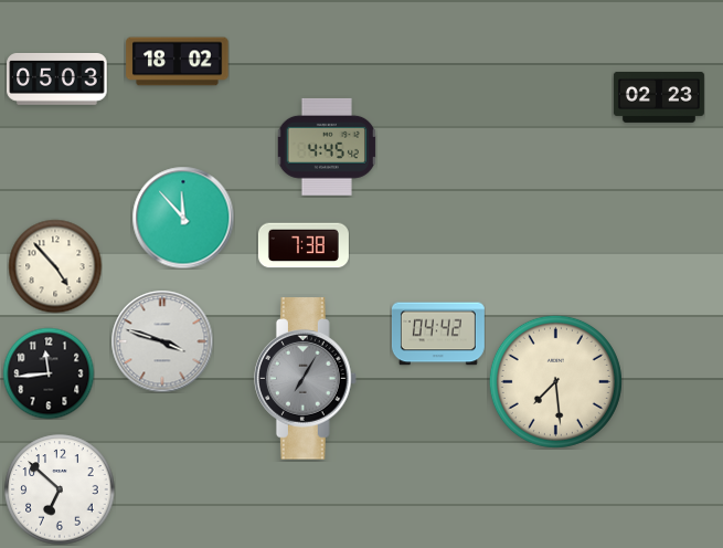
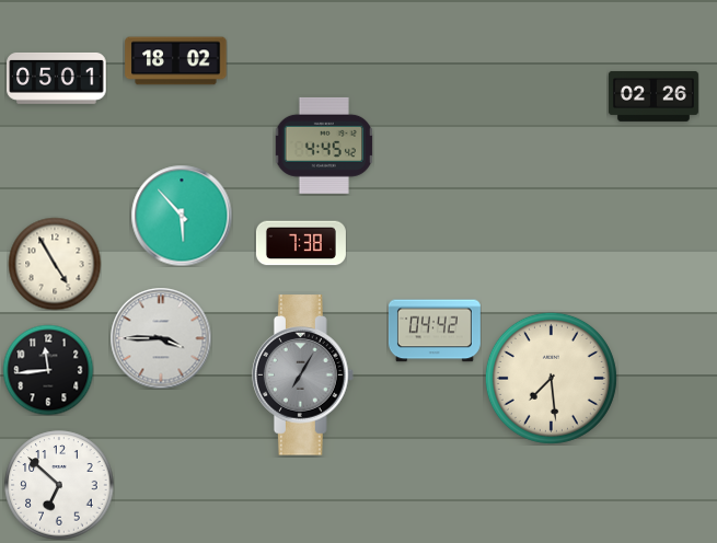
clock at (57, 78): 05:03 -> 05:01
clock at (659, 97): 02:23 -> 02:26
clock at (183, 218): 11:53 -> 5:53
clock at (55, 266): 4:53 -> 4:55
clock at (162, 341): 3:48 -> 3:45
